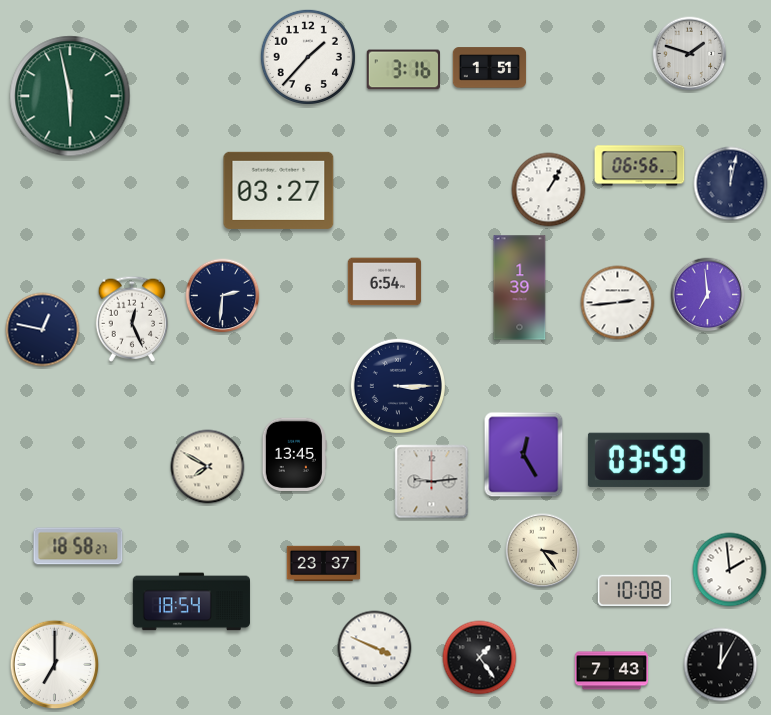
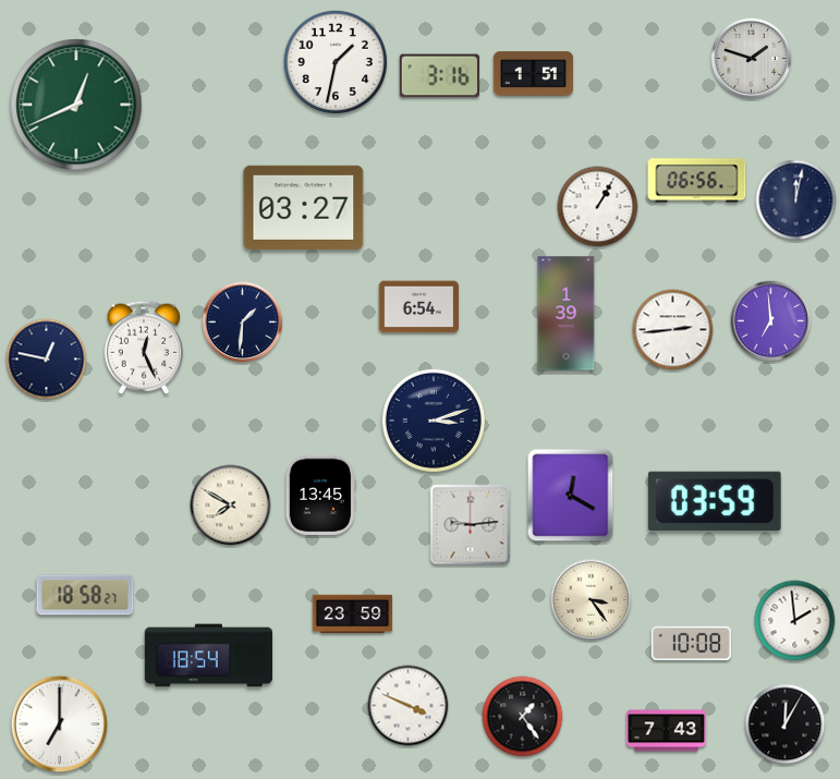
clock at (308, 57): 1:37 -> 1:32
clock at (70, 96): 5:58 -> 12:41
clock at (223, 296): 2:31 -> 1:31
clock at (398, 386): 3:15 -> 3:12
clock at (524, 455): 12:25 -> 12:20
clock at (649, 460) position: (649, 460) -> (715, 501)
clock at (208, 467) position: (208, 467) -> (231, 506)
clock at (324, 564): 23:37 -> 23:59
